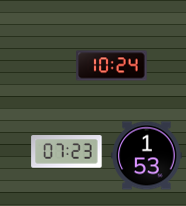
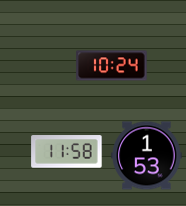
clock at (67, 152): 07:23 -> 11:58
